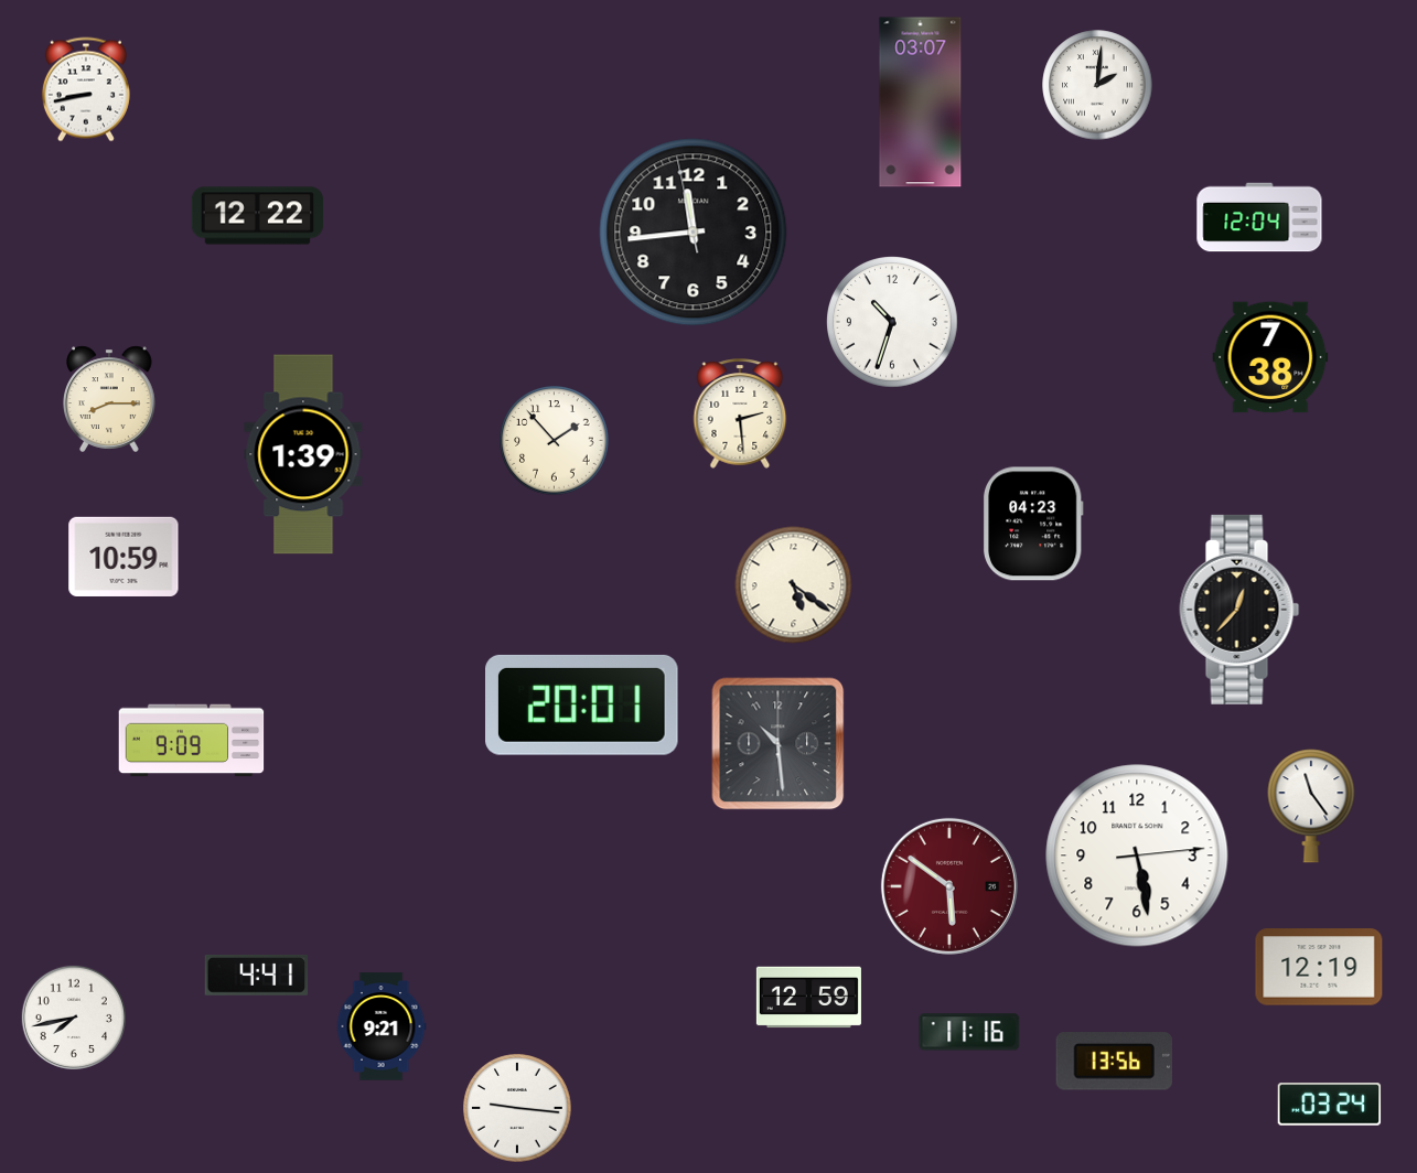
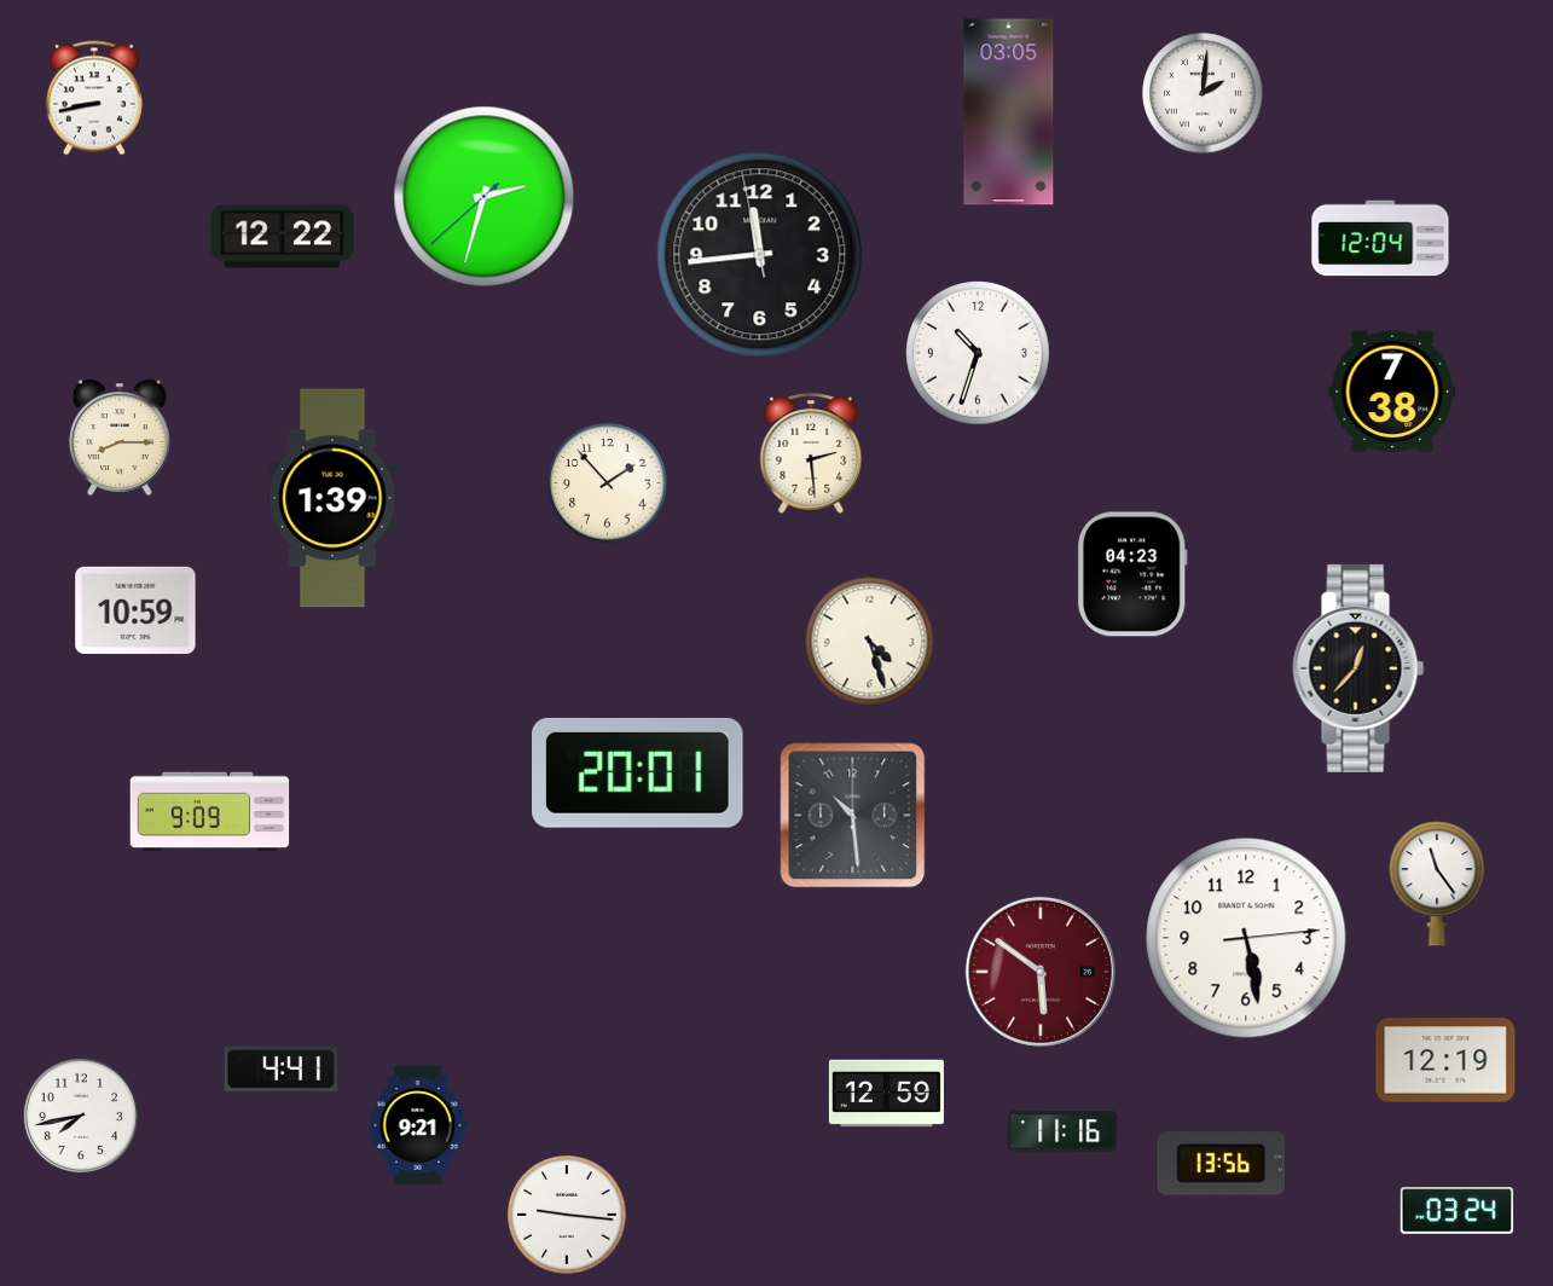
clock at (921, 103): 03:07 -> 03:05
clock at (485, 197): none -> 2:32
clock at (794, 585): 5:21 -> 4:27
